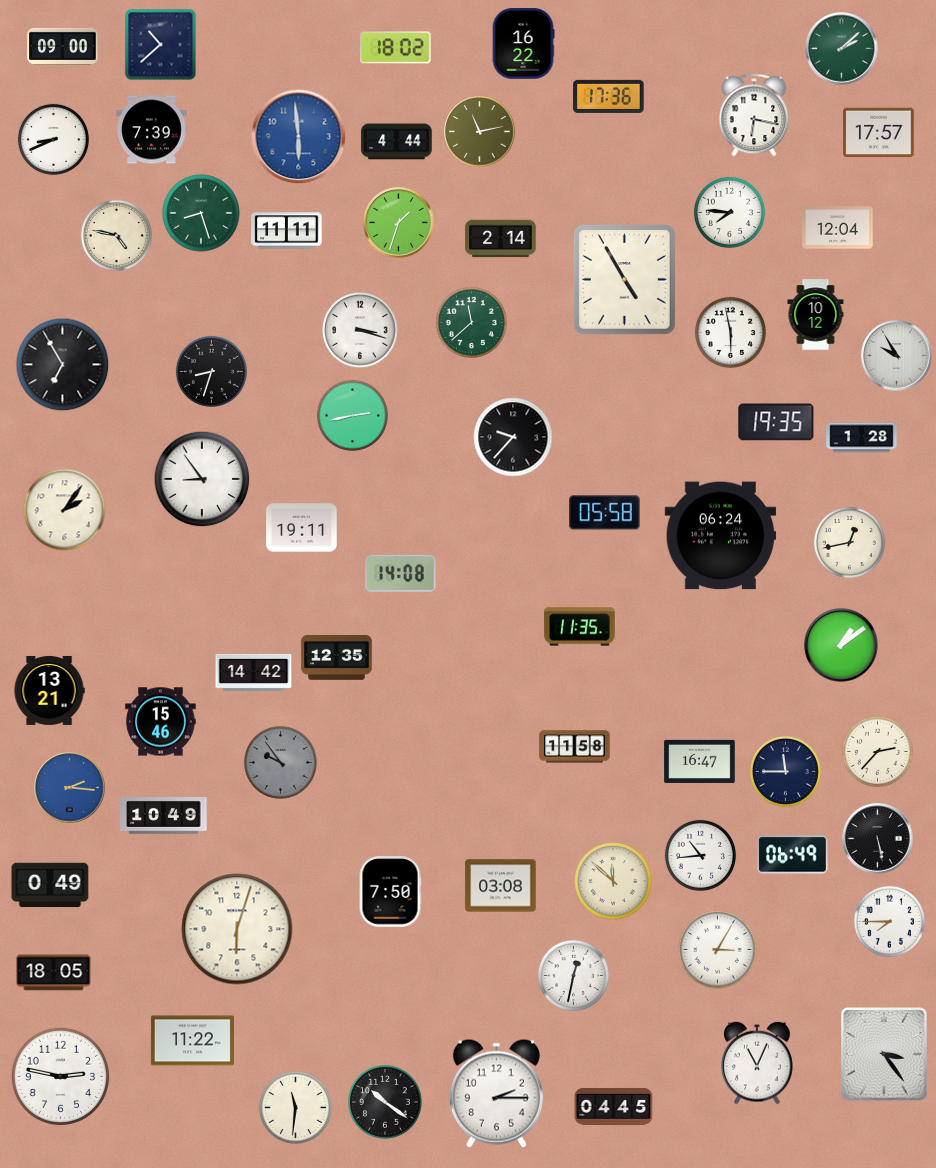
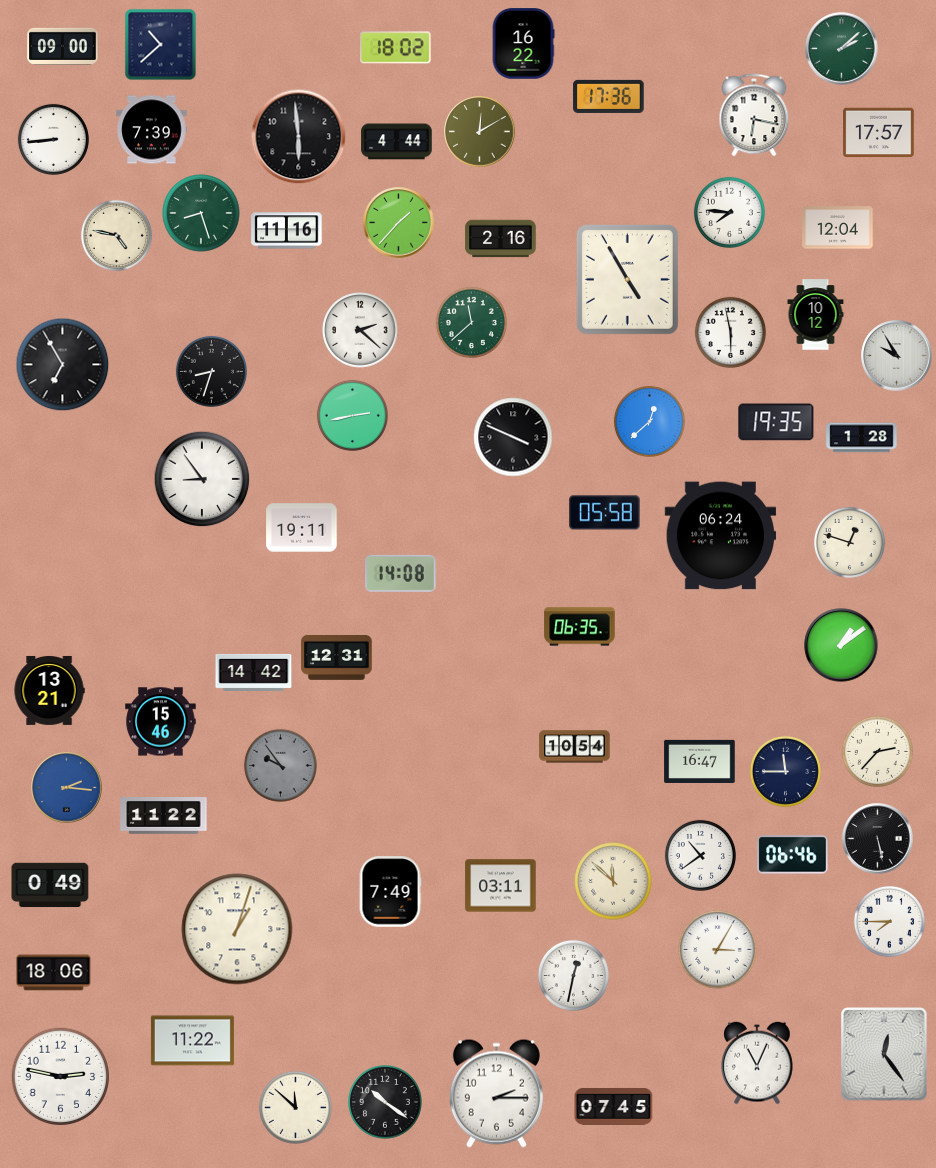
clock at (480, 132): 11:13 -> 12:10
clock at (299, 137) dial: blue -> black
clock at (53, 139): 8:41 -> 8:44
clock at (399, 223): 1:33 -> 1:37
clock at (287, 231): 11:11 -> 11:16
clock at (501, 239): 2:14 -> 2:16
clock at (624, 279) position: (624, 279) -> (627, 279)
clock at (360, 330): 3:18 -> 2:22
clock at (649, 421): none -> 12:38
clock at (513, 437): 9:37 -> 3:49
clock at (65, 510): 2:06 -> none
clock at (849, 542): 12:43 -> 12:48
clock at (580, 627): 11:35 -> 06:35
clock at (337, 658): 12:35 -> 12:31
clock at (575, 747): 11:58 -> 10:54
clock at (280, 762) position: (280, 762) -> (280, 765)
clock at (70, 788) position: (70, 788) -> (67, 788)
clock at (164, 816): 10:49 -> 11:22
clock at (700, 855): 10:44 -> 10:39
clock at (793, 855): 06:49 -> 06:46
clock at (501, 886): 03:08 -> 03:11
clock at (390, 892): 7:50 -> 7:49
clock at (237, 929): 6:03 -> 1:03
clock at (54, 973): 18:05 -> 18:06
clock at (884, 1054): 3:24 -> 12:24
clock at (295, 1107): 11:31 -> 11:52
clock at (614, 1107): 04:45 -> 07:45
